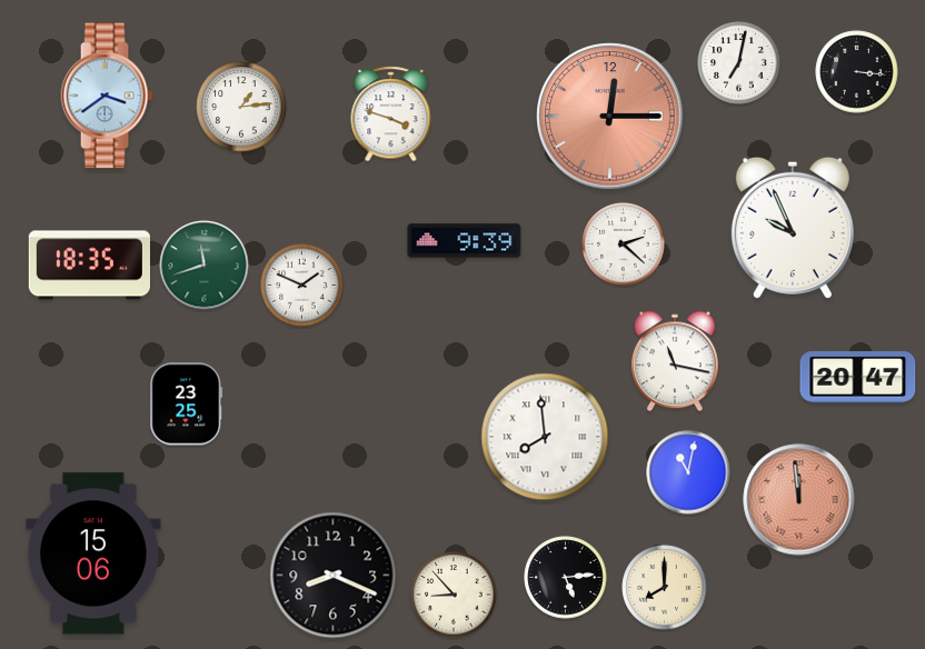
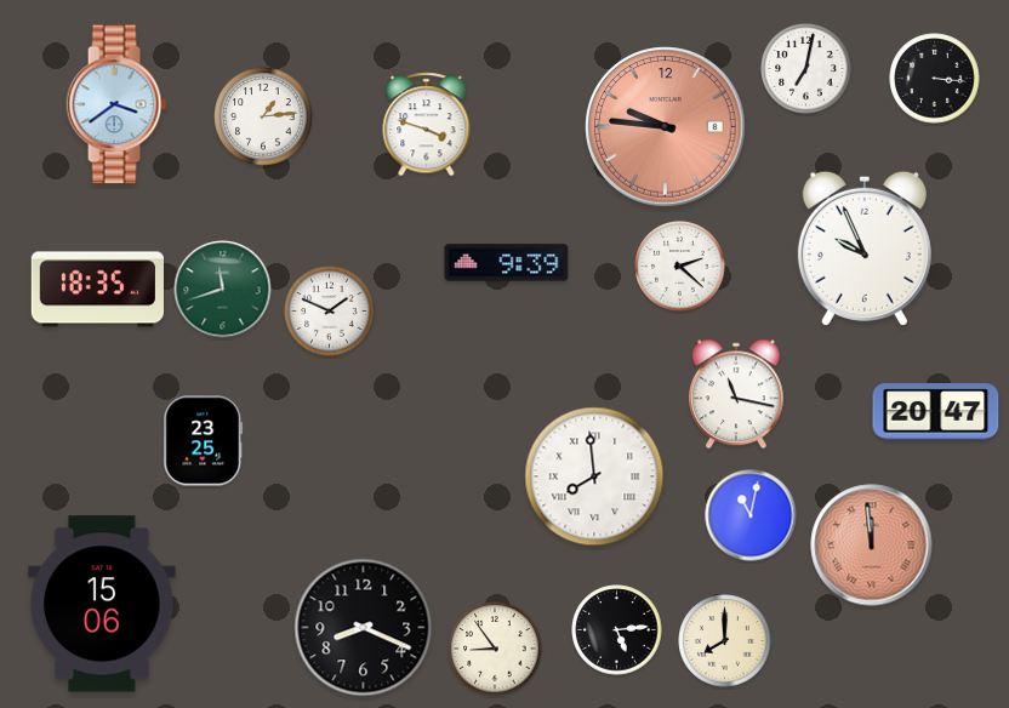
clock at (610, 117): 12:15 -> 9:46
clock at (454, 595): 8:53 -> 8:54
